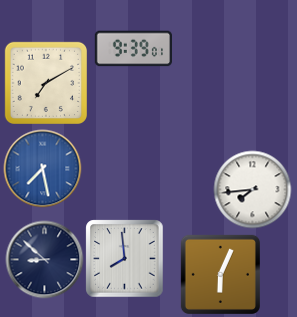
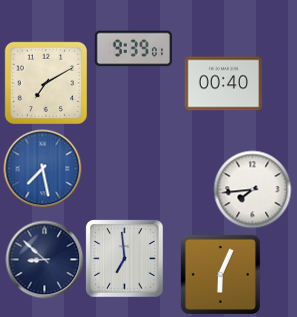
clock at (223, 84): none -> 00:40
clock at (124, 258): 7:59 -> 6:59
